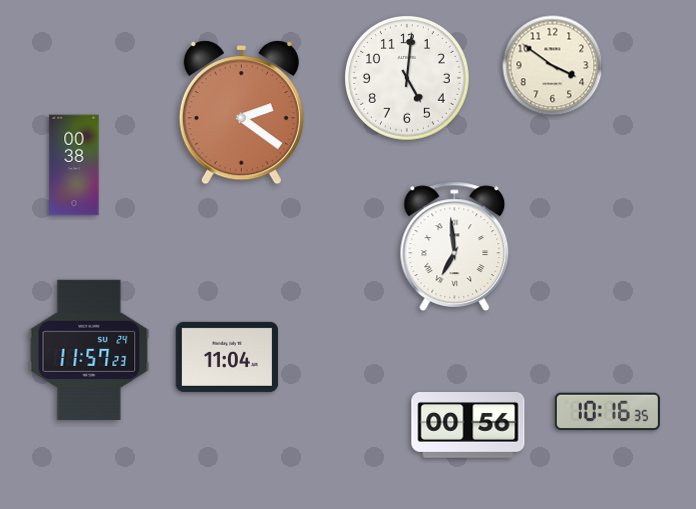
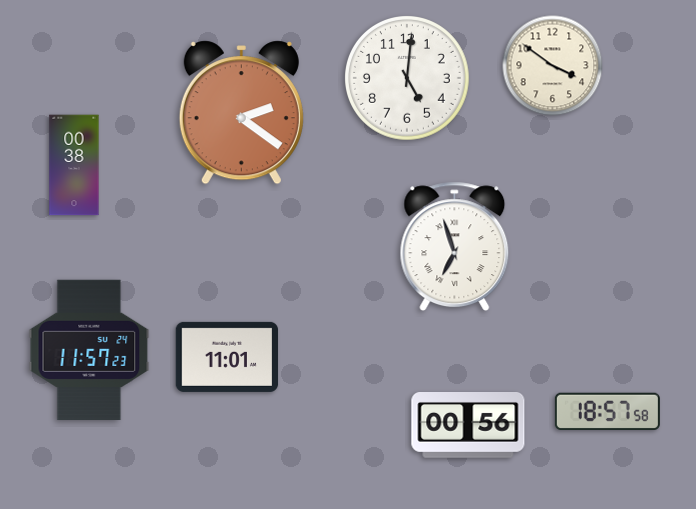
clock at (455, 246): 6:59 -> 6:57
clock at (227, 357): 11:04 -> 11:01
clock at (607, 411): 10:16 -> 18:57
